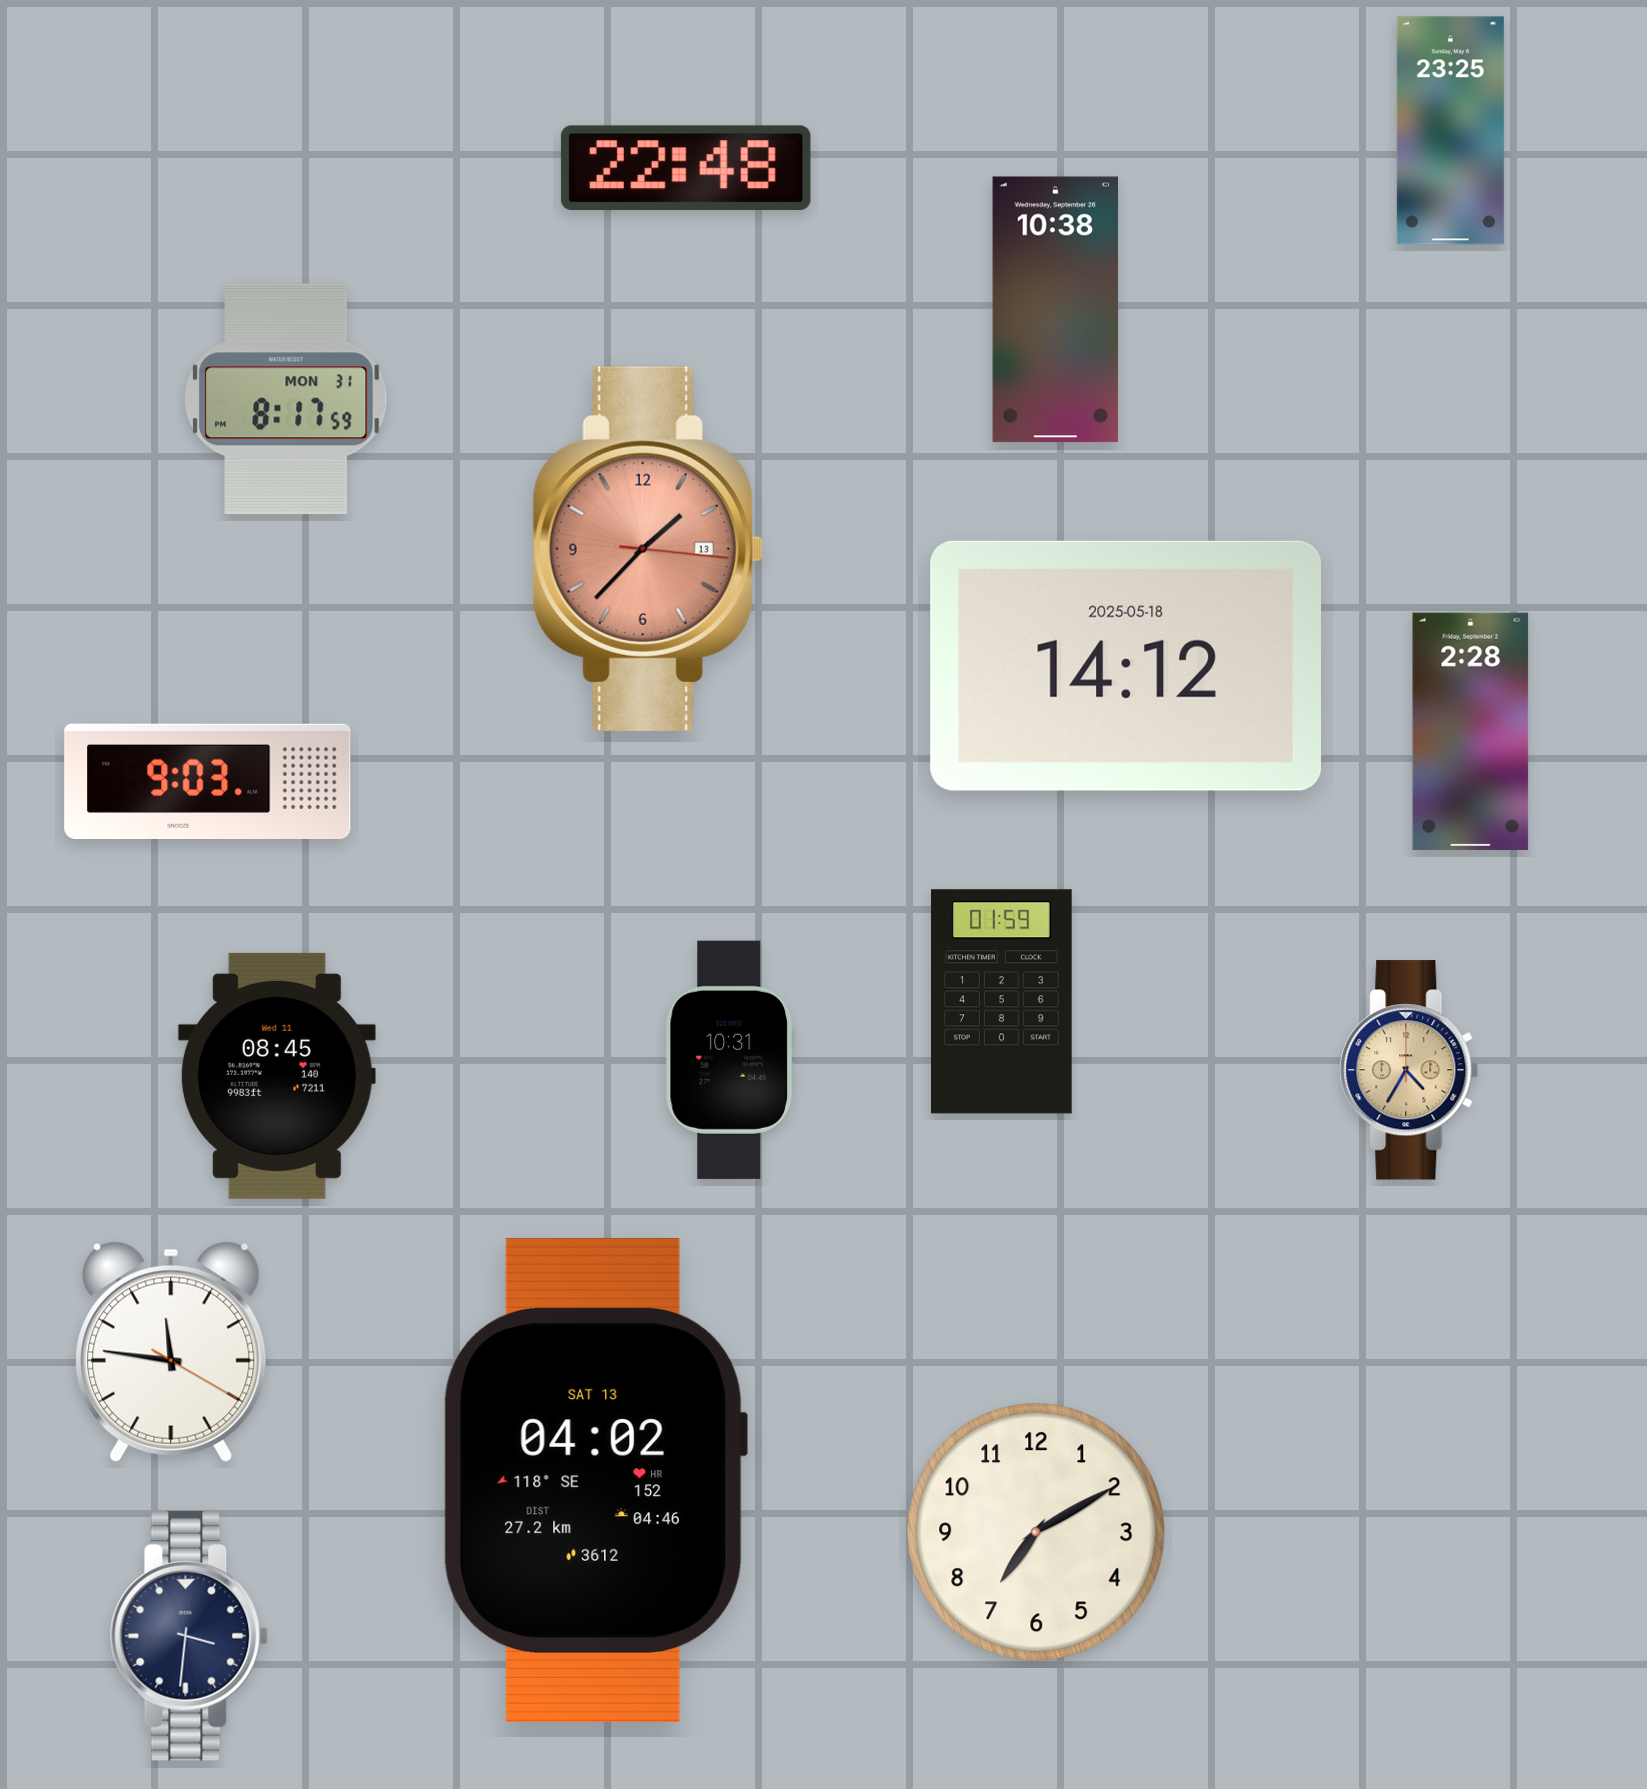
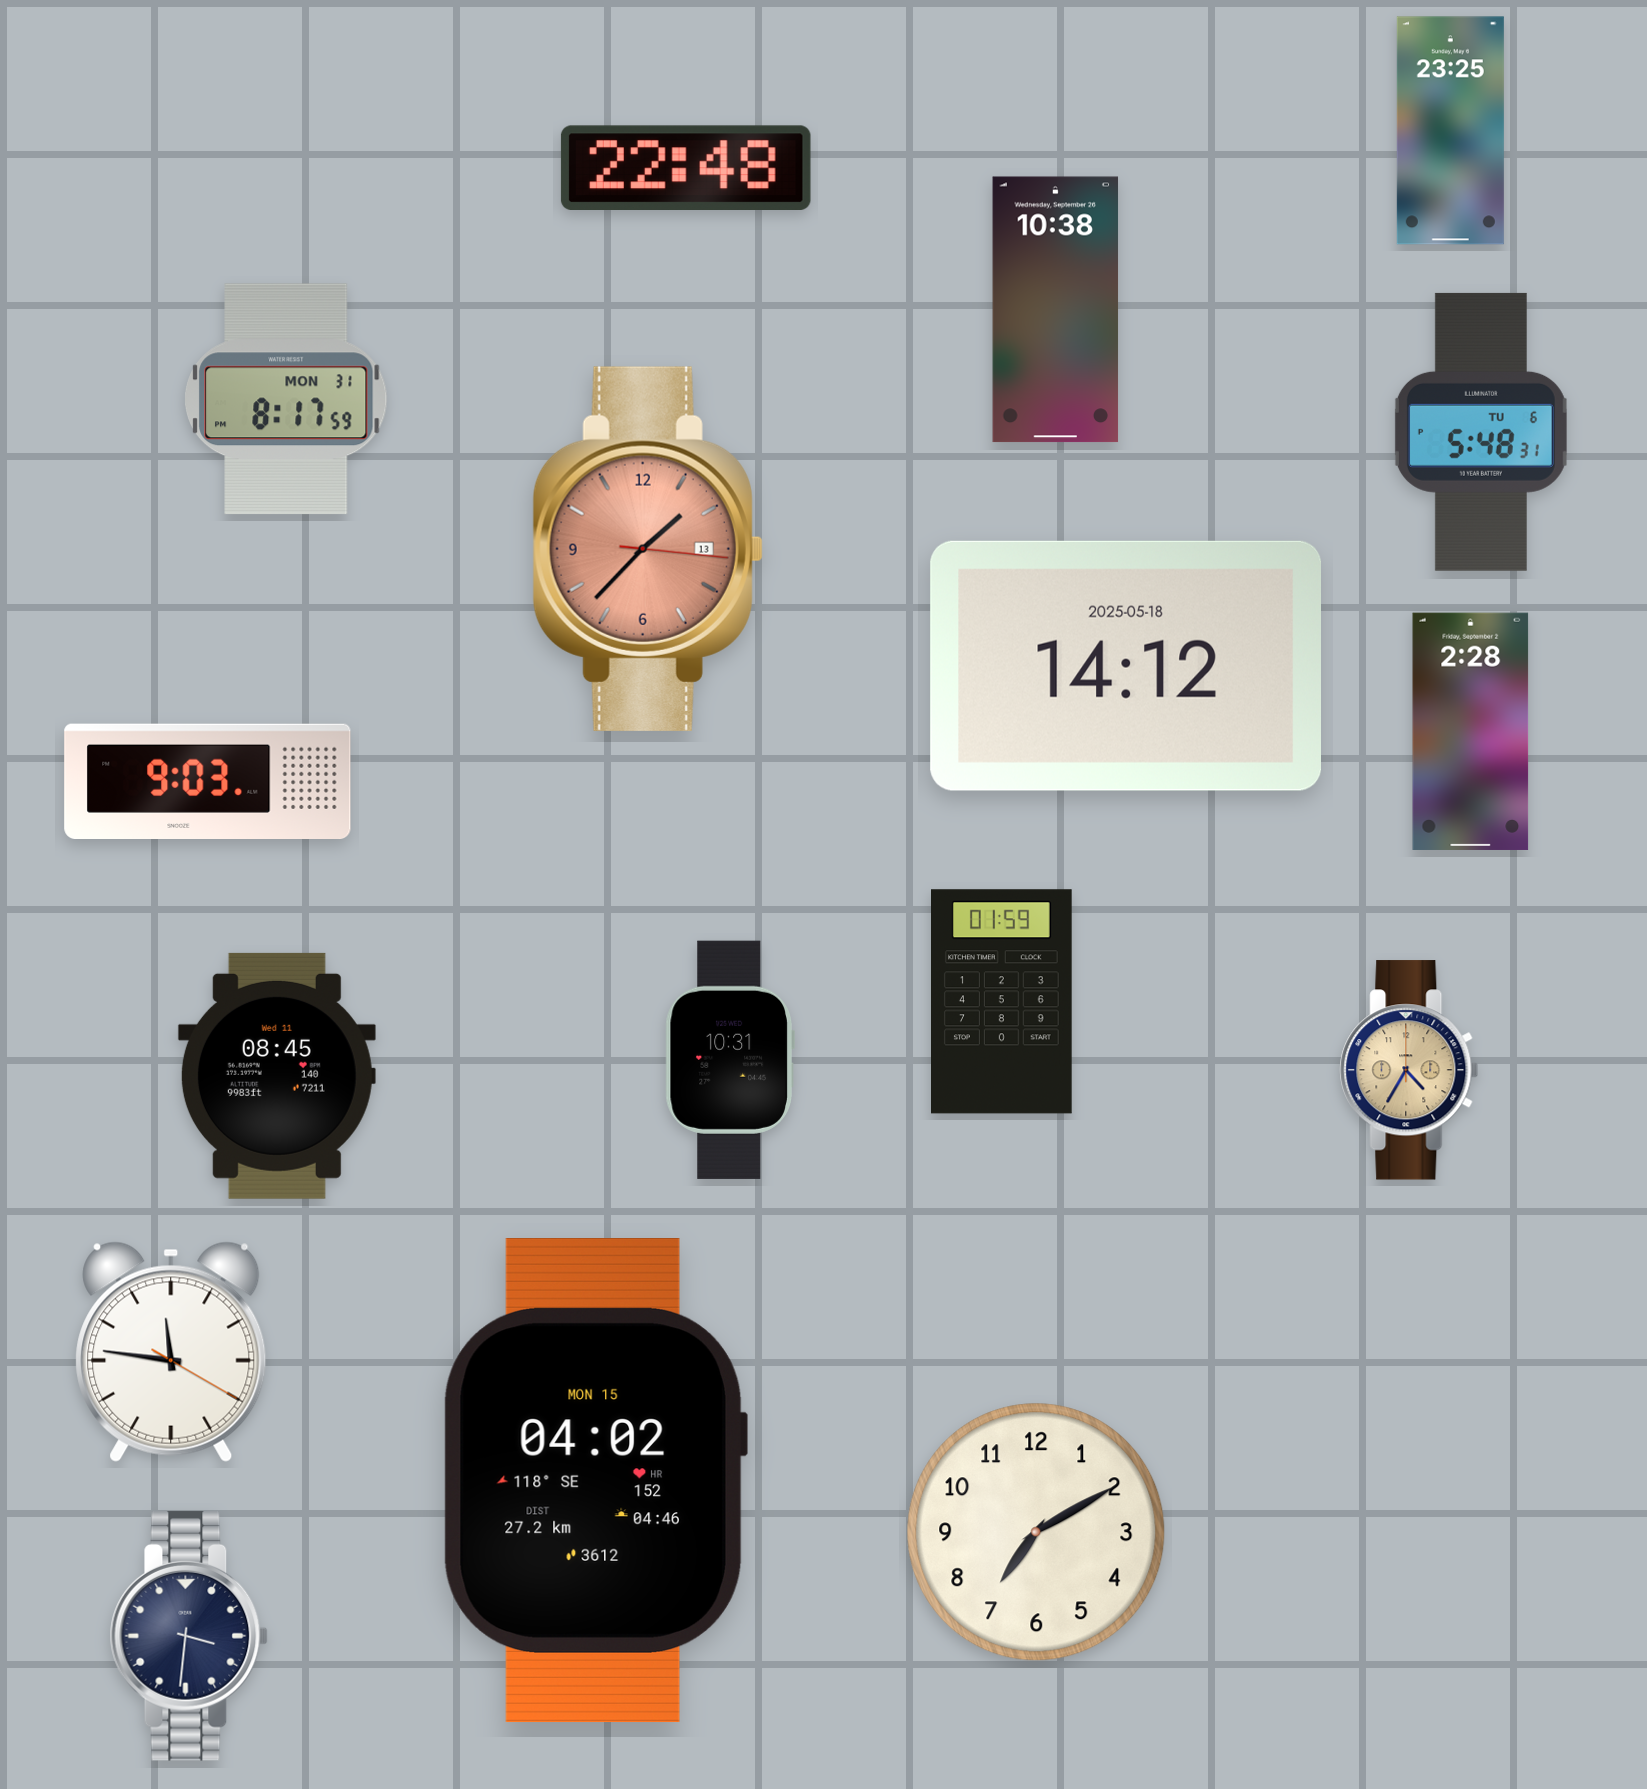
clock at (1481, 432): none -> 5:48
clock at (595, 1481) date: SAT 13 -> MON 15
